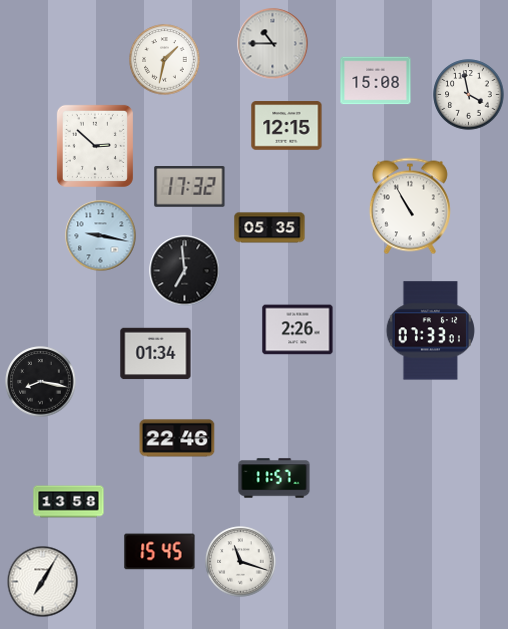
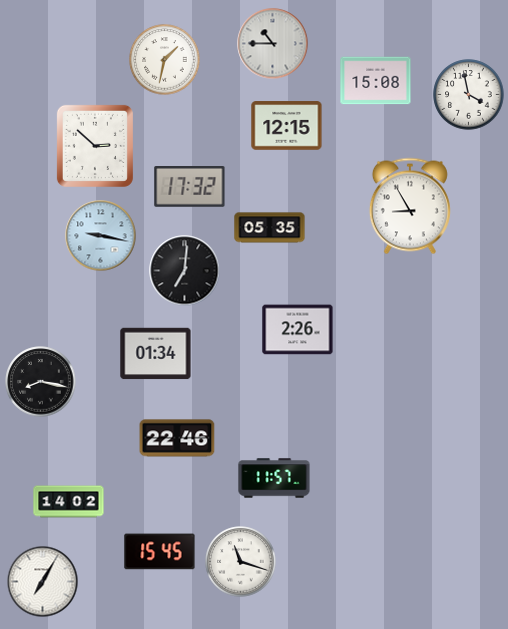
clock at (410, 206): 10:55 -> 8:55
clock at (185, 271): 6:59 -> 7:01
clock at (430, 331): 07:33 -> none
clock at (69, 502): 13:58 -> 14:02
